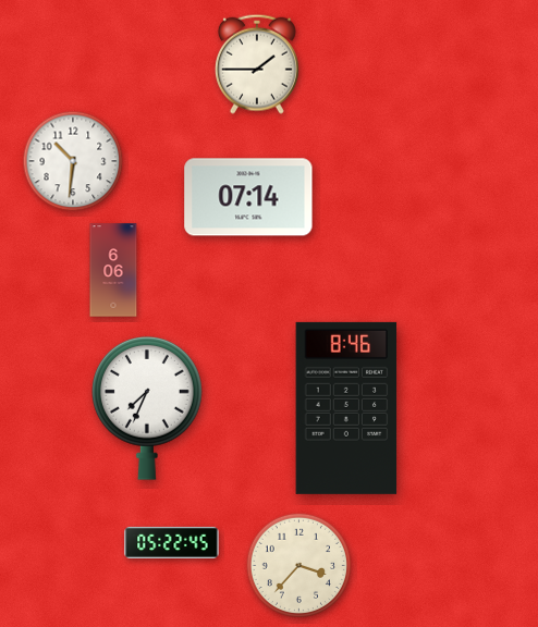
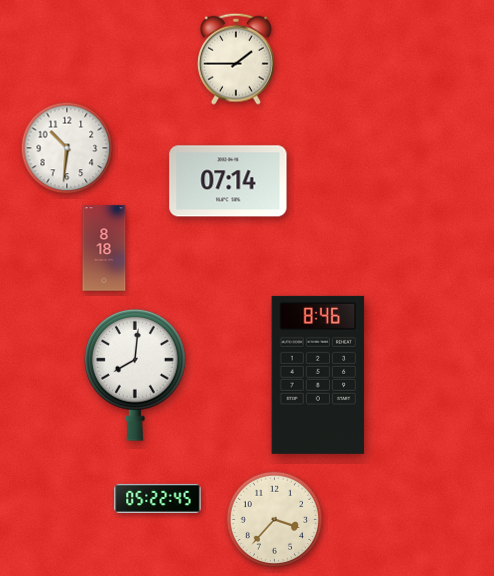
clock at (113, 270): 6:06 -> 8:18
clock at (148, 408): 7:34 -> 8:01
